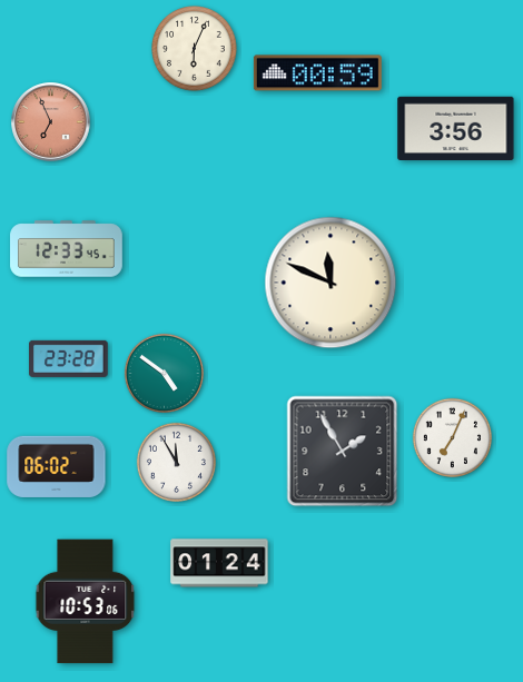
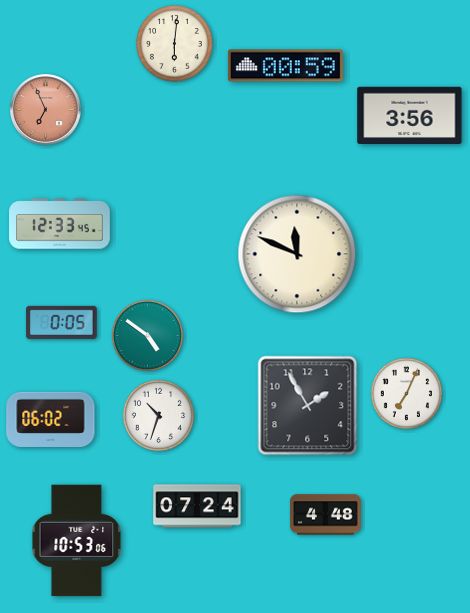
clock at (195, 49): 6:04 -> 6:01
clock at (69, 358): 23:28 -> 0:05
clock at (176, 462): 11:55 -> 10:33
clock at (219, 563): 01:24 -> 07:24
clock at (326, 515): none -> 4:48
